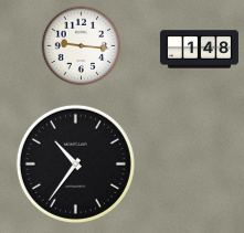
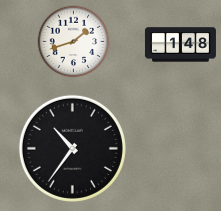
clock at (82, 46): 9:16 -> 1:42
clock at (75, 163) position: (75, 163) -> (72, 148)
